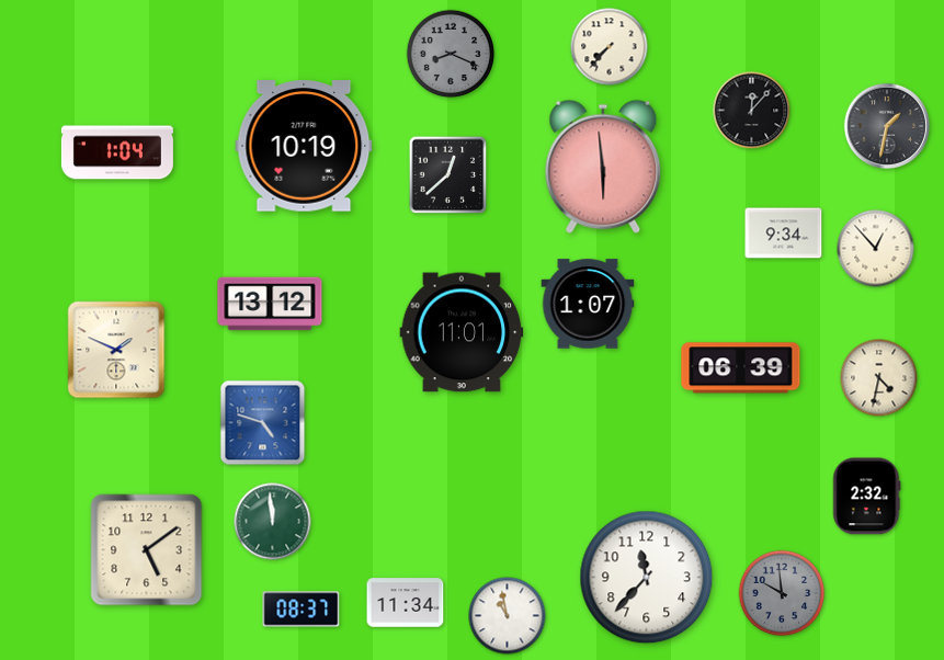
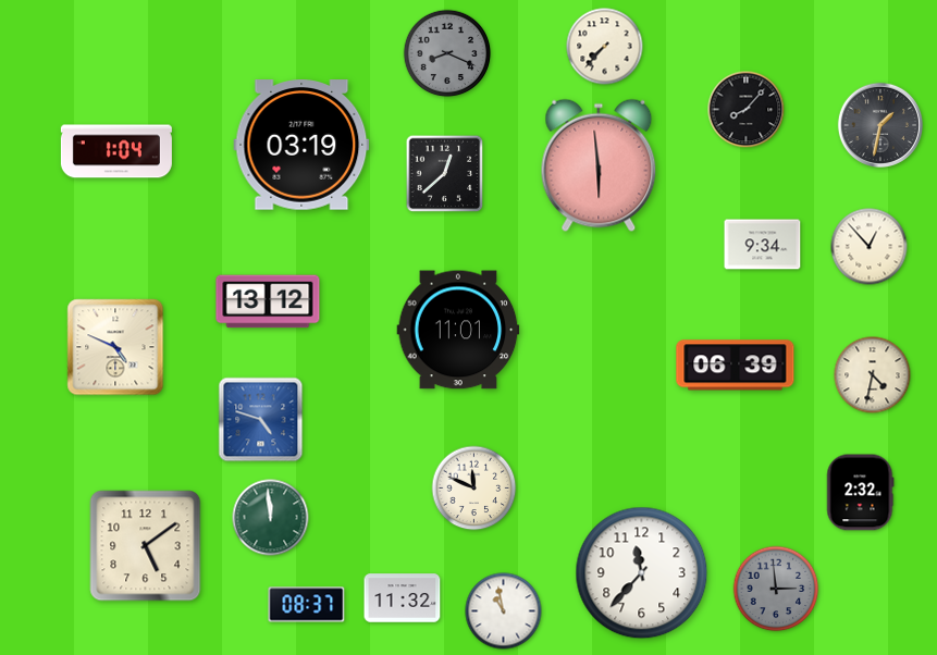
clock at (752, 111): 12:07 -> 8:07
clock at (304, 146): 10:19 -> 03:19
clock at (784, 234) position: (784, 234) -> (763, 245)
clock at (588, 304): 1:07 -> none
clock at (116, 350): 1:49 -> 4:49
clock at (474, 489): none -> 11:49
clock at (782, 593): 9:59 -> 2:59
clock at (406, 603): 11:34 -> 11:32
clock at (302, 610) position: (302, 610) -> (307, 605)
